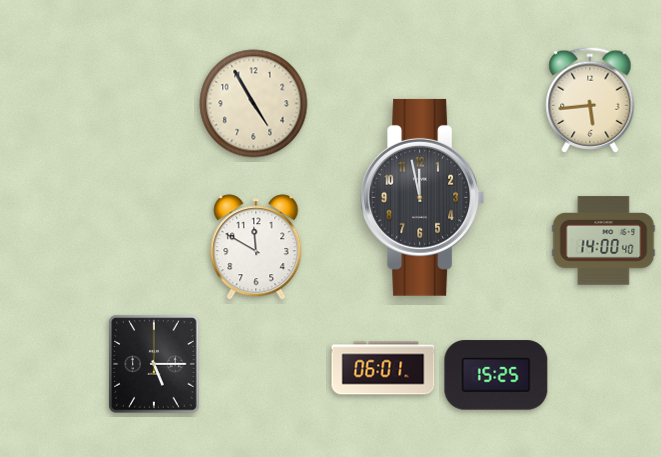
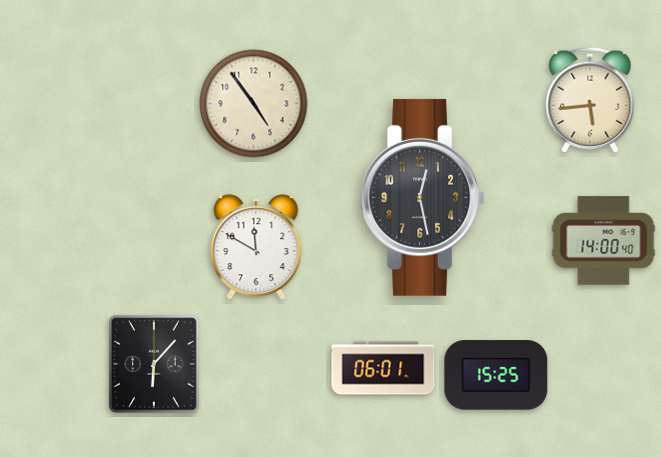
clock at (254, 104): 4:55 -> 4:54
clock at (423, 197): 11:58 -> 12:28
clock at (154, 364): 5:15 -> 6:07
